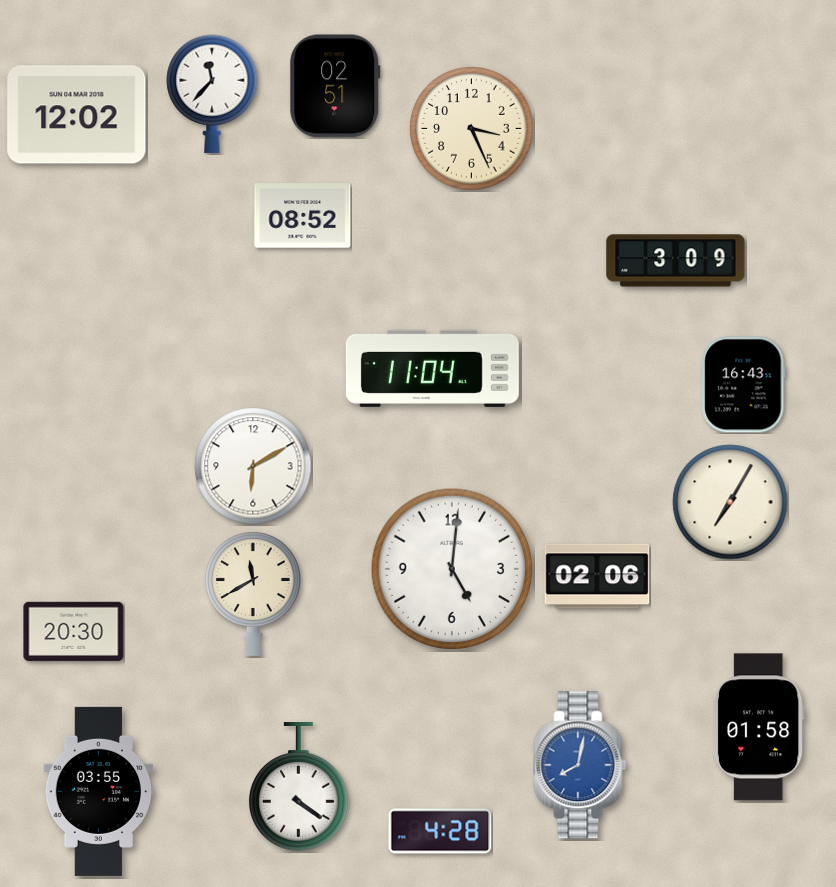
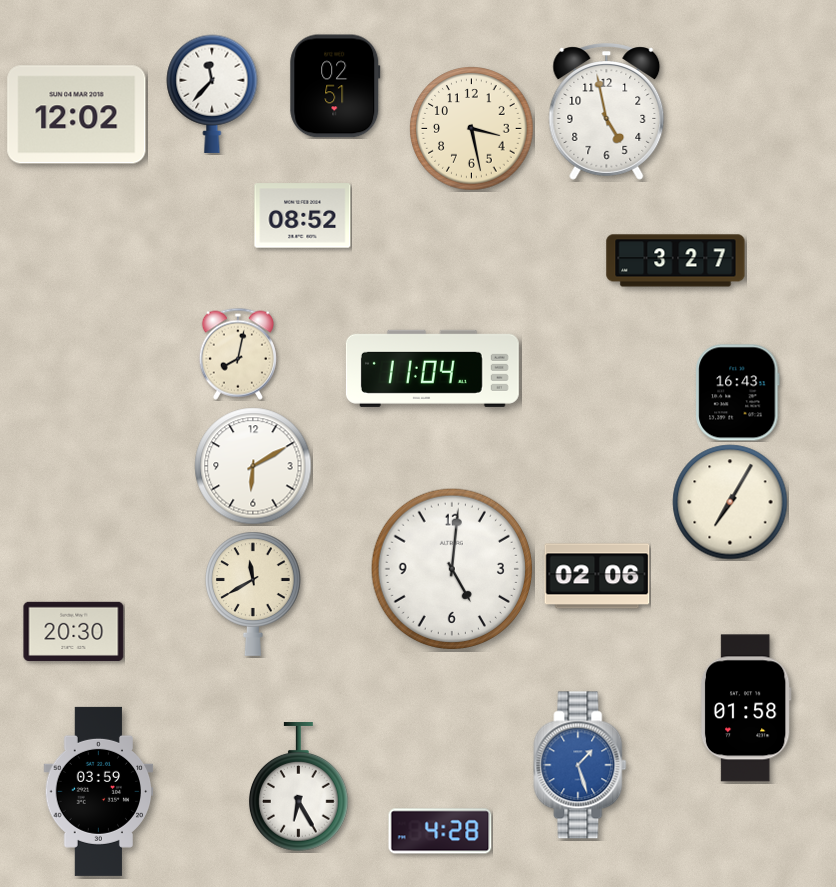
clock at (607, 112): none -> 4:58
clock at (472, 129): 3:26 -> 3:28
clock at (676, 261): 3:09 -> 3:27
clock at (238, 354): none -> 8:02
clock at (744, 385) position: (744, 385) -> (738, 393)
clock at (759, 727) position: (759, 727) -> (746, 708)
clock at (580, 765): 8:02 -> 1:27
clock at (298, 787): 4:21 -> 6:25
clock at (99, 791): 03:55 -> 03:59
